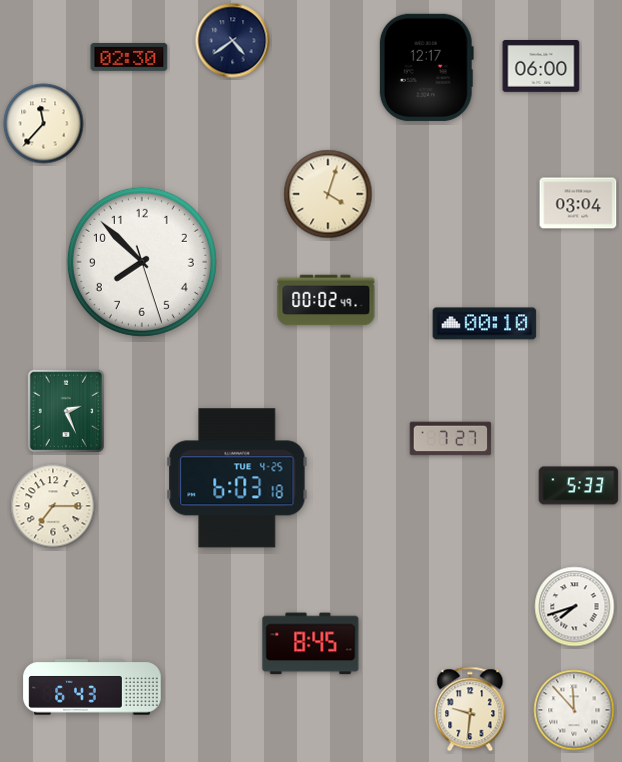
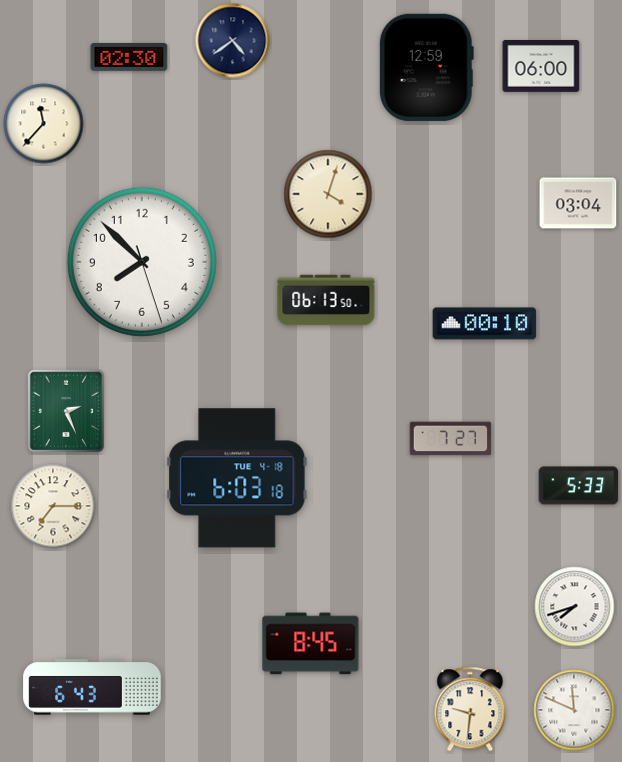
clock at (426, 67): 12:17 -> 12:59
clock at (326, 300): 00:02 -> 06:13
clock at (237, 478) date: TUE 4-25 -> TUE 4-18
clock at (574, 710): 11:53 -> 11:49
